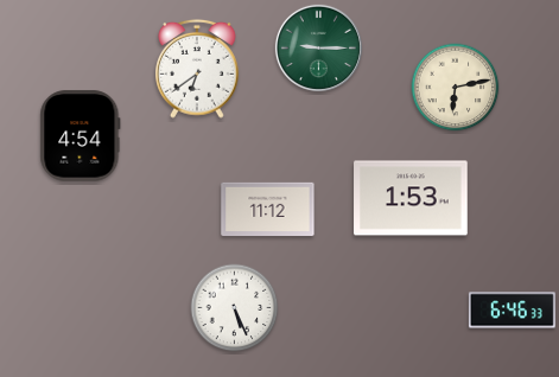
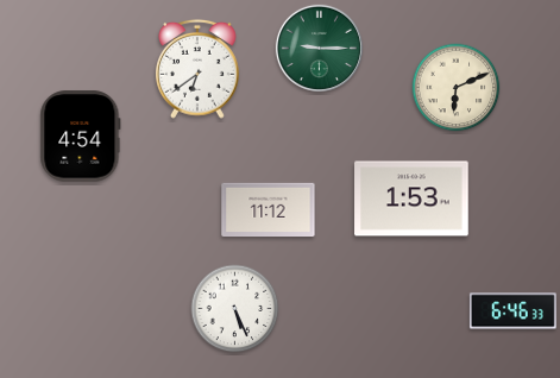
clock at (456, 88): 6:13 -> 6:11
